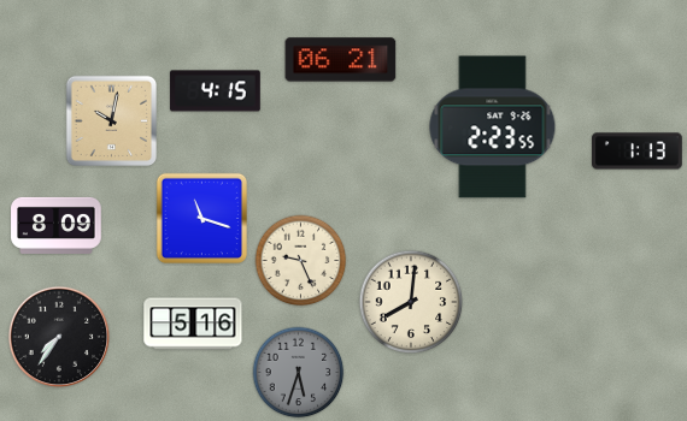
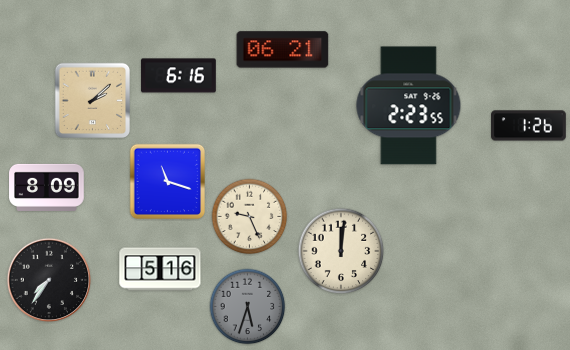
clock at (216, 91): 4:15 -> 6:16
clock at (111, 120): 10:02 -> 2:08
clock at (638, 152): 1:13 -> 1:26
clock at (411, 302): 8:01 -> 12:01
clock at (299, 373) position: (299, 373) -> (248, 307)
